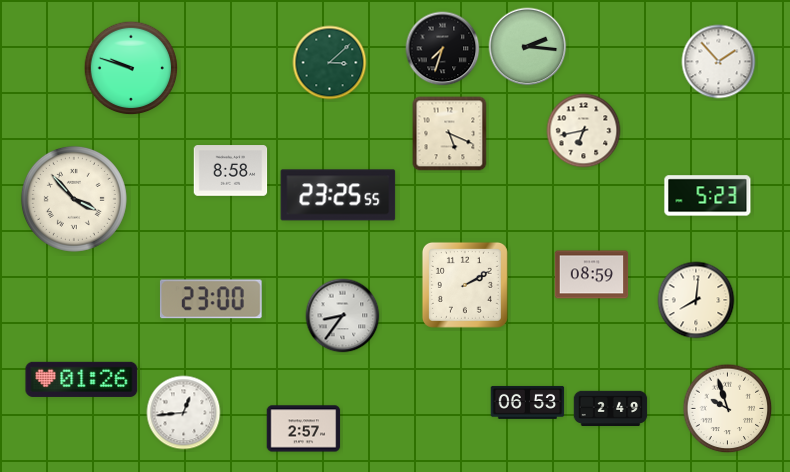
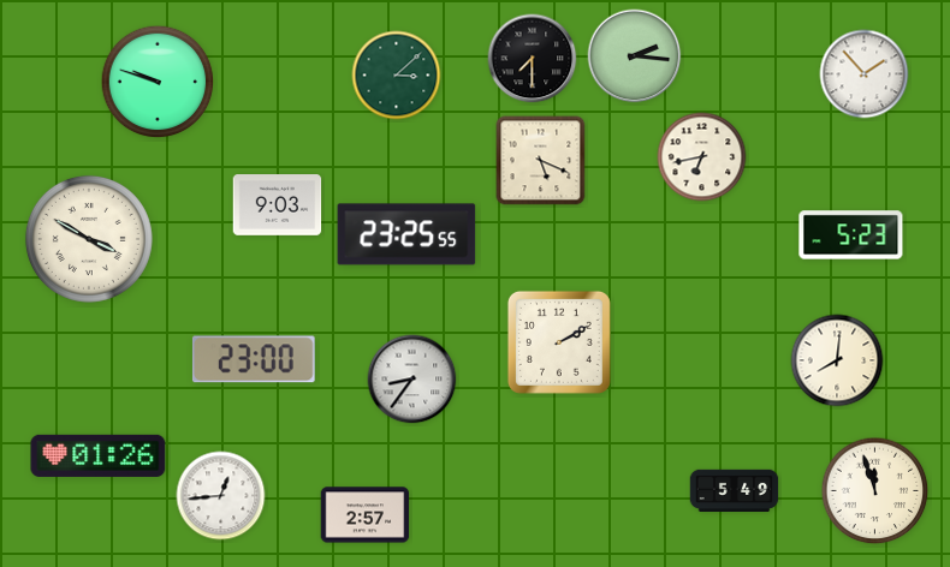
clock at (443, 49): 7:33 -> 7:30
clock at (231, 171): 8:58 -> 9:03
clock at (74, 199): 3:53 -> 3:50
clock at (592, 275): 08:59 -> none
clock at (528, 402): 06:53 -> none
clock at (611, 409): 2:49 -> 5:49
clock at (728, 409): 9:57 -> 11:57
